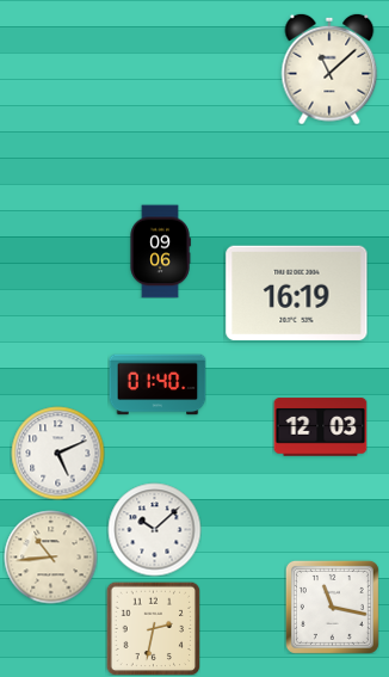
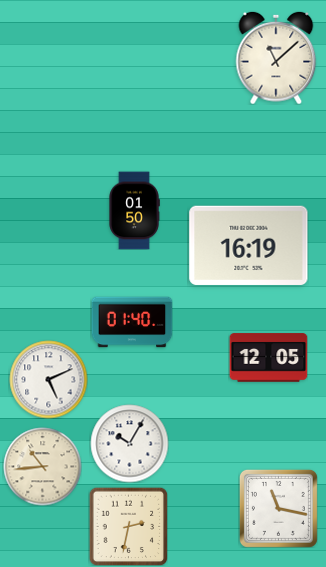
clock at (160, 251): 09:06 -> 01:50
clock at (320, 427): 12:03 -> 12:05
clock at (154, 529): 10:08 -> 10:05
